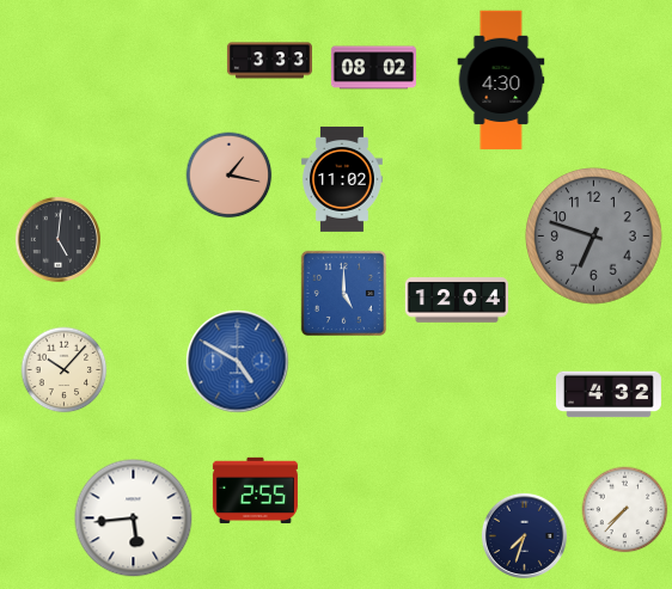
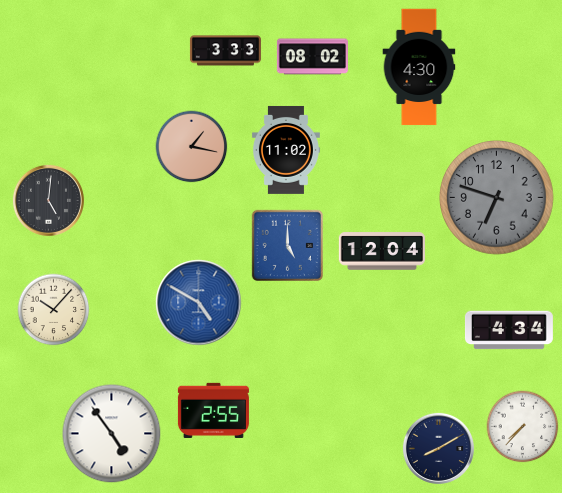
clock at (609, 394): 4:32 -> 4:34
clock at (134, 519): 5:44 -> 4:54
clock at (524, 535): 7:33 -> 8:10
